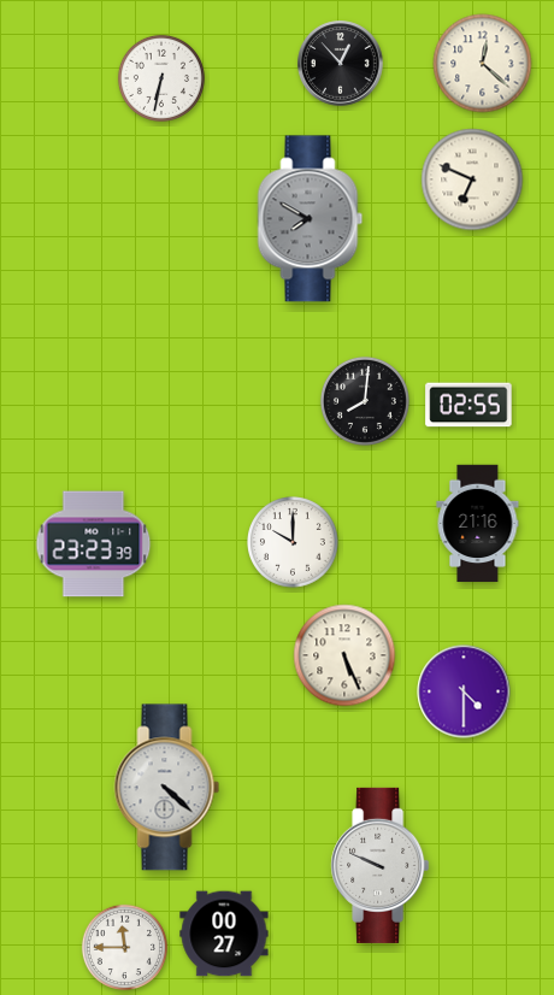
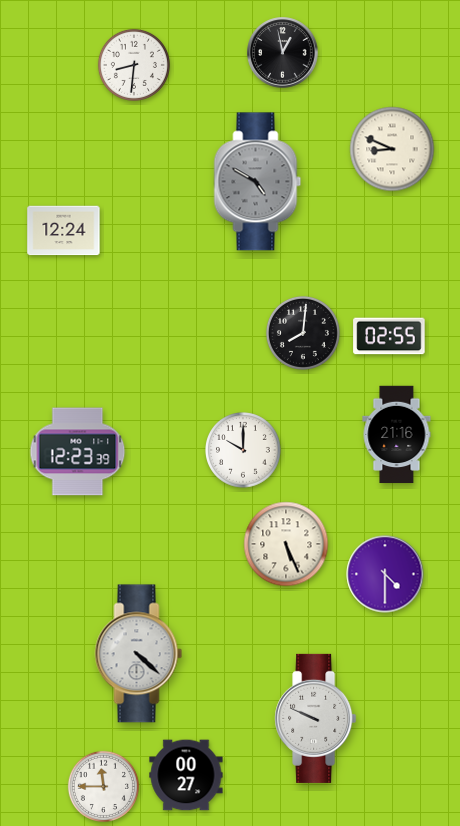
clock at (341, 64): 12:53 -> 12:58
clock at (483, 64): 12:22 -> none
clock at (161, 78): 6:32 -> 8:31
clock at (472, 179): 6:49 -> 8:49
clock at (311, 219): 7:50 -> 4:50
clock at (64, 231): none -> 12:24
clock at (94, 544): 23:23 -> 12:23
